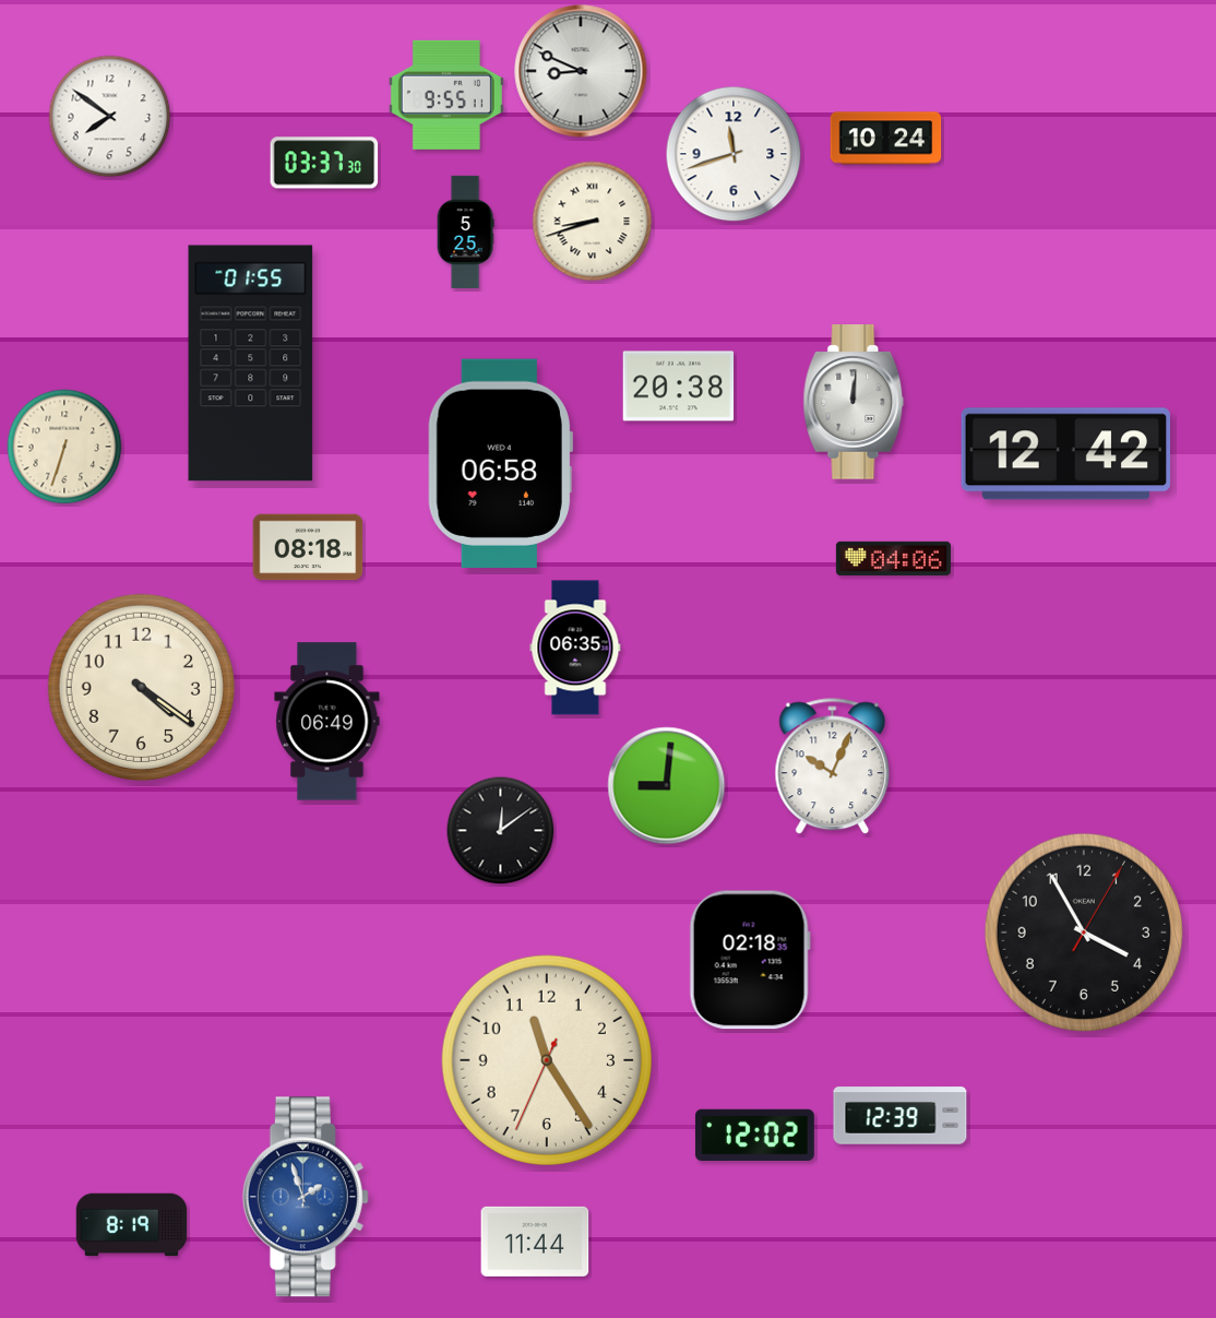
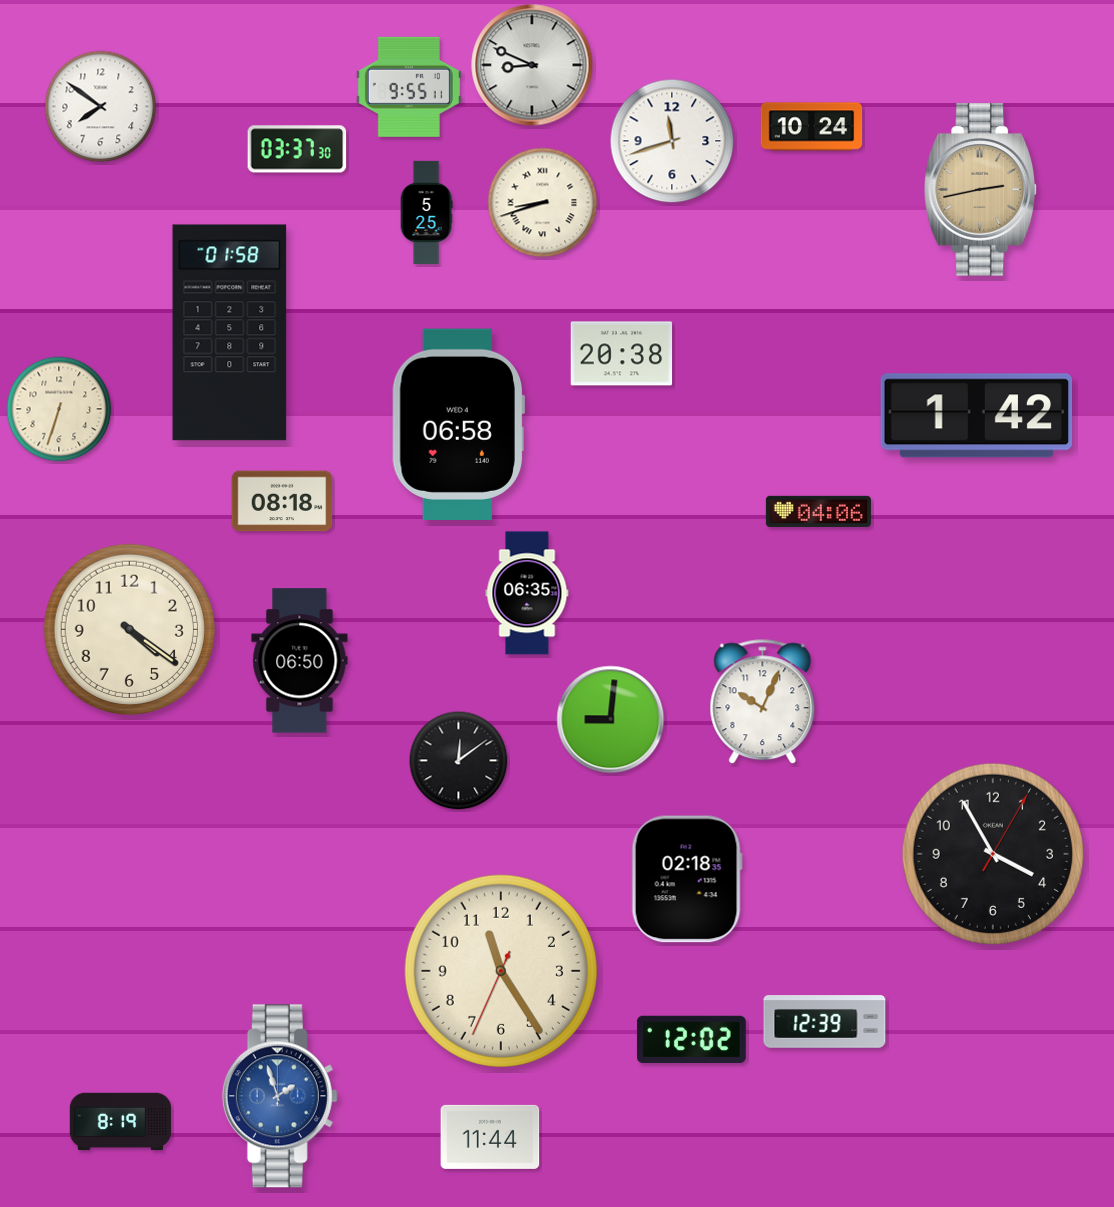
clock at (981, 190): none -> 2:43
clock at (251, 364): 01:55 -> 01:58
clock at (854, 402): 12:01 -> none
clock at (1065, 454): 12:42 -> 1:42
clock at (327, 722): 06:49 -> 06:50
